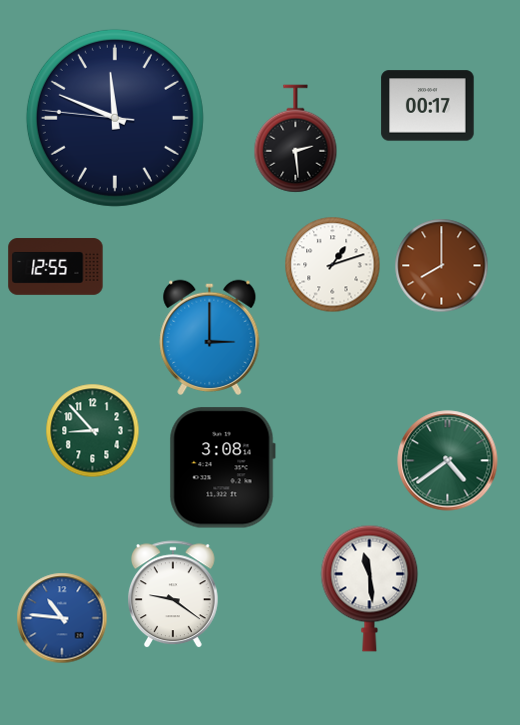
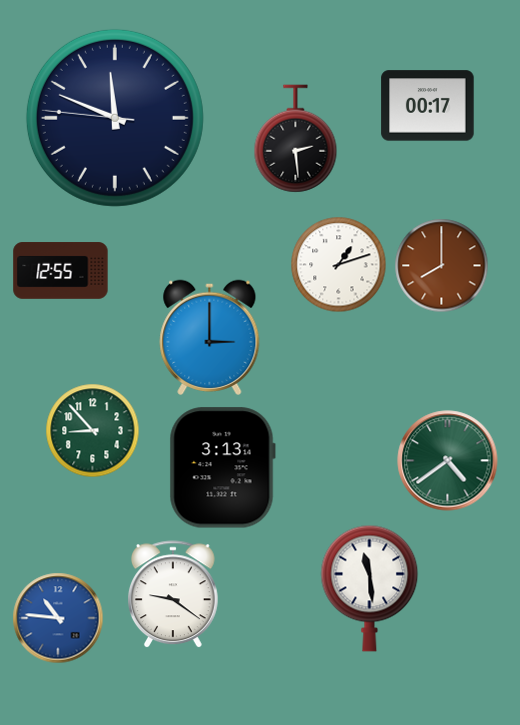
clock at (333, 265) position: (333, 265) -> (339, 265)
clock at (56, 267) position: (56, 267) -> (61, 271)
clock at (222, 468): 3:08 -> 3:13
clock at (62, 618) position: (62, 618) -> (58, 618)
